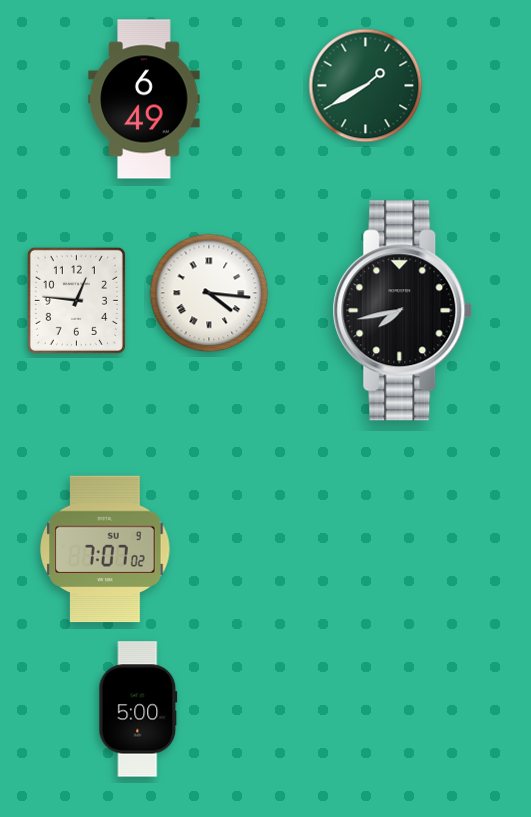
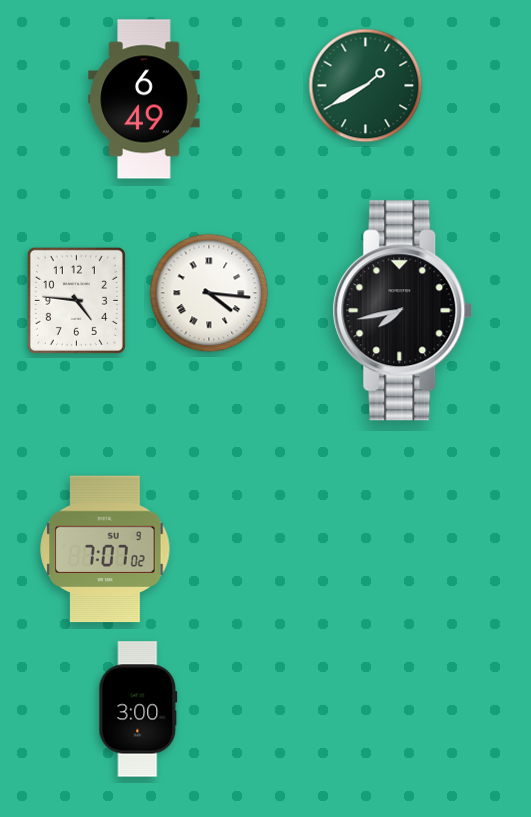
clock at (76, 300): 12:46 -> 4:46
clock at (138, 709): 5:00 -> 3:00
